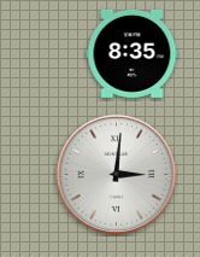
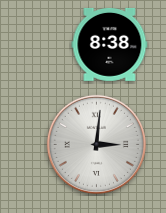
clock at (133, 53): 8:35 -> 8:38
